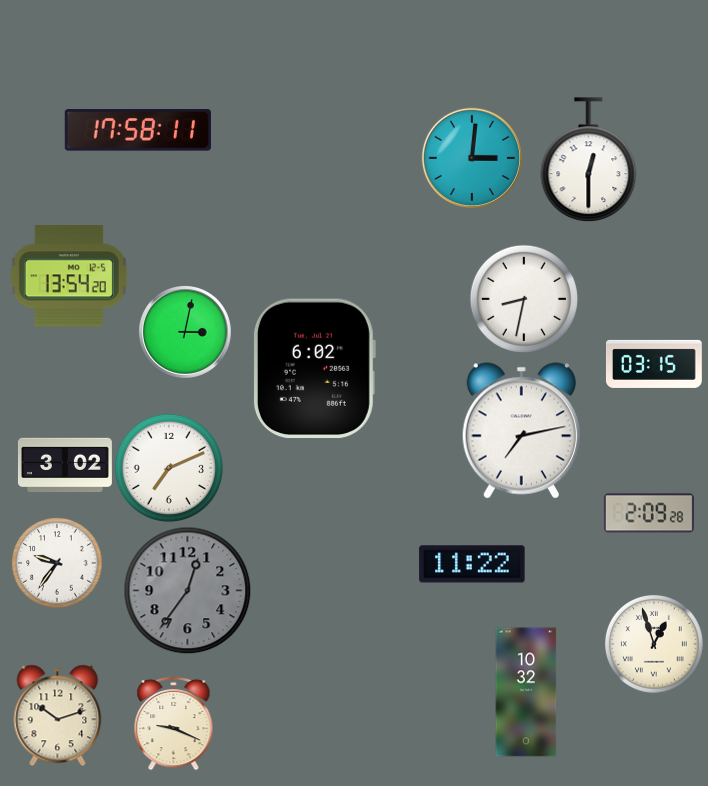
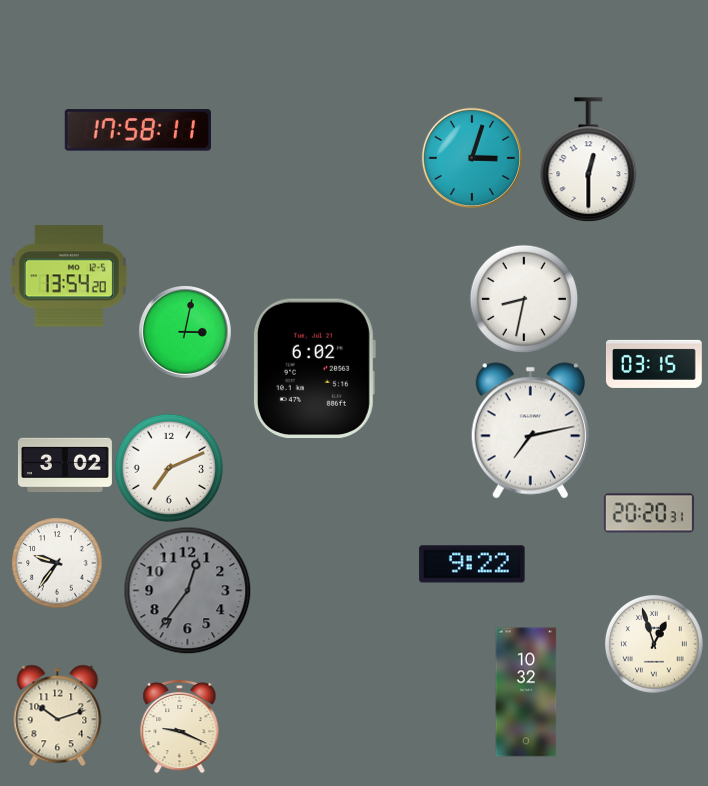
clock at (472, 158): 3:01 -> 3:03
clock at (521, 431) position: (521, 431) -> (530, 431)
clock at (649, 513): 2:09 -> 20:20
clock at (472, 564): 11:22 -> 9:22
clock at (174, 723) position: (174, 723) -> (180, 726)
